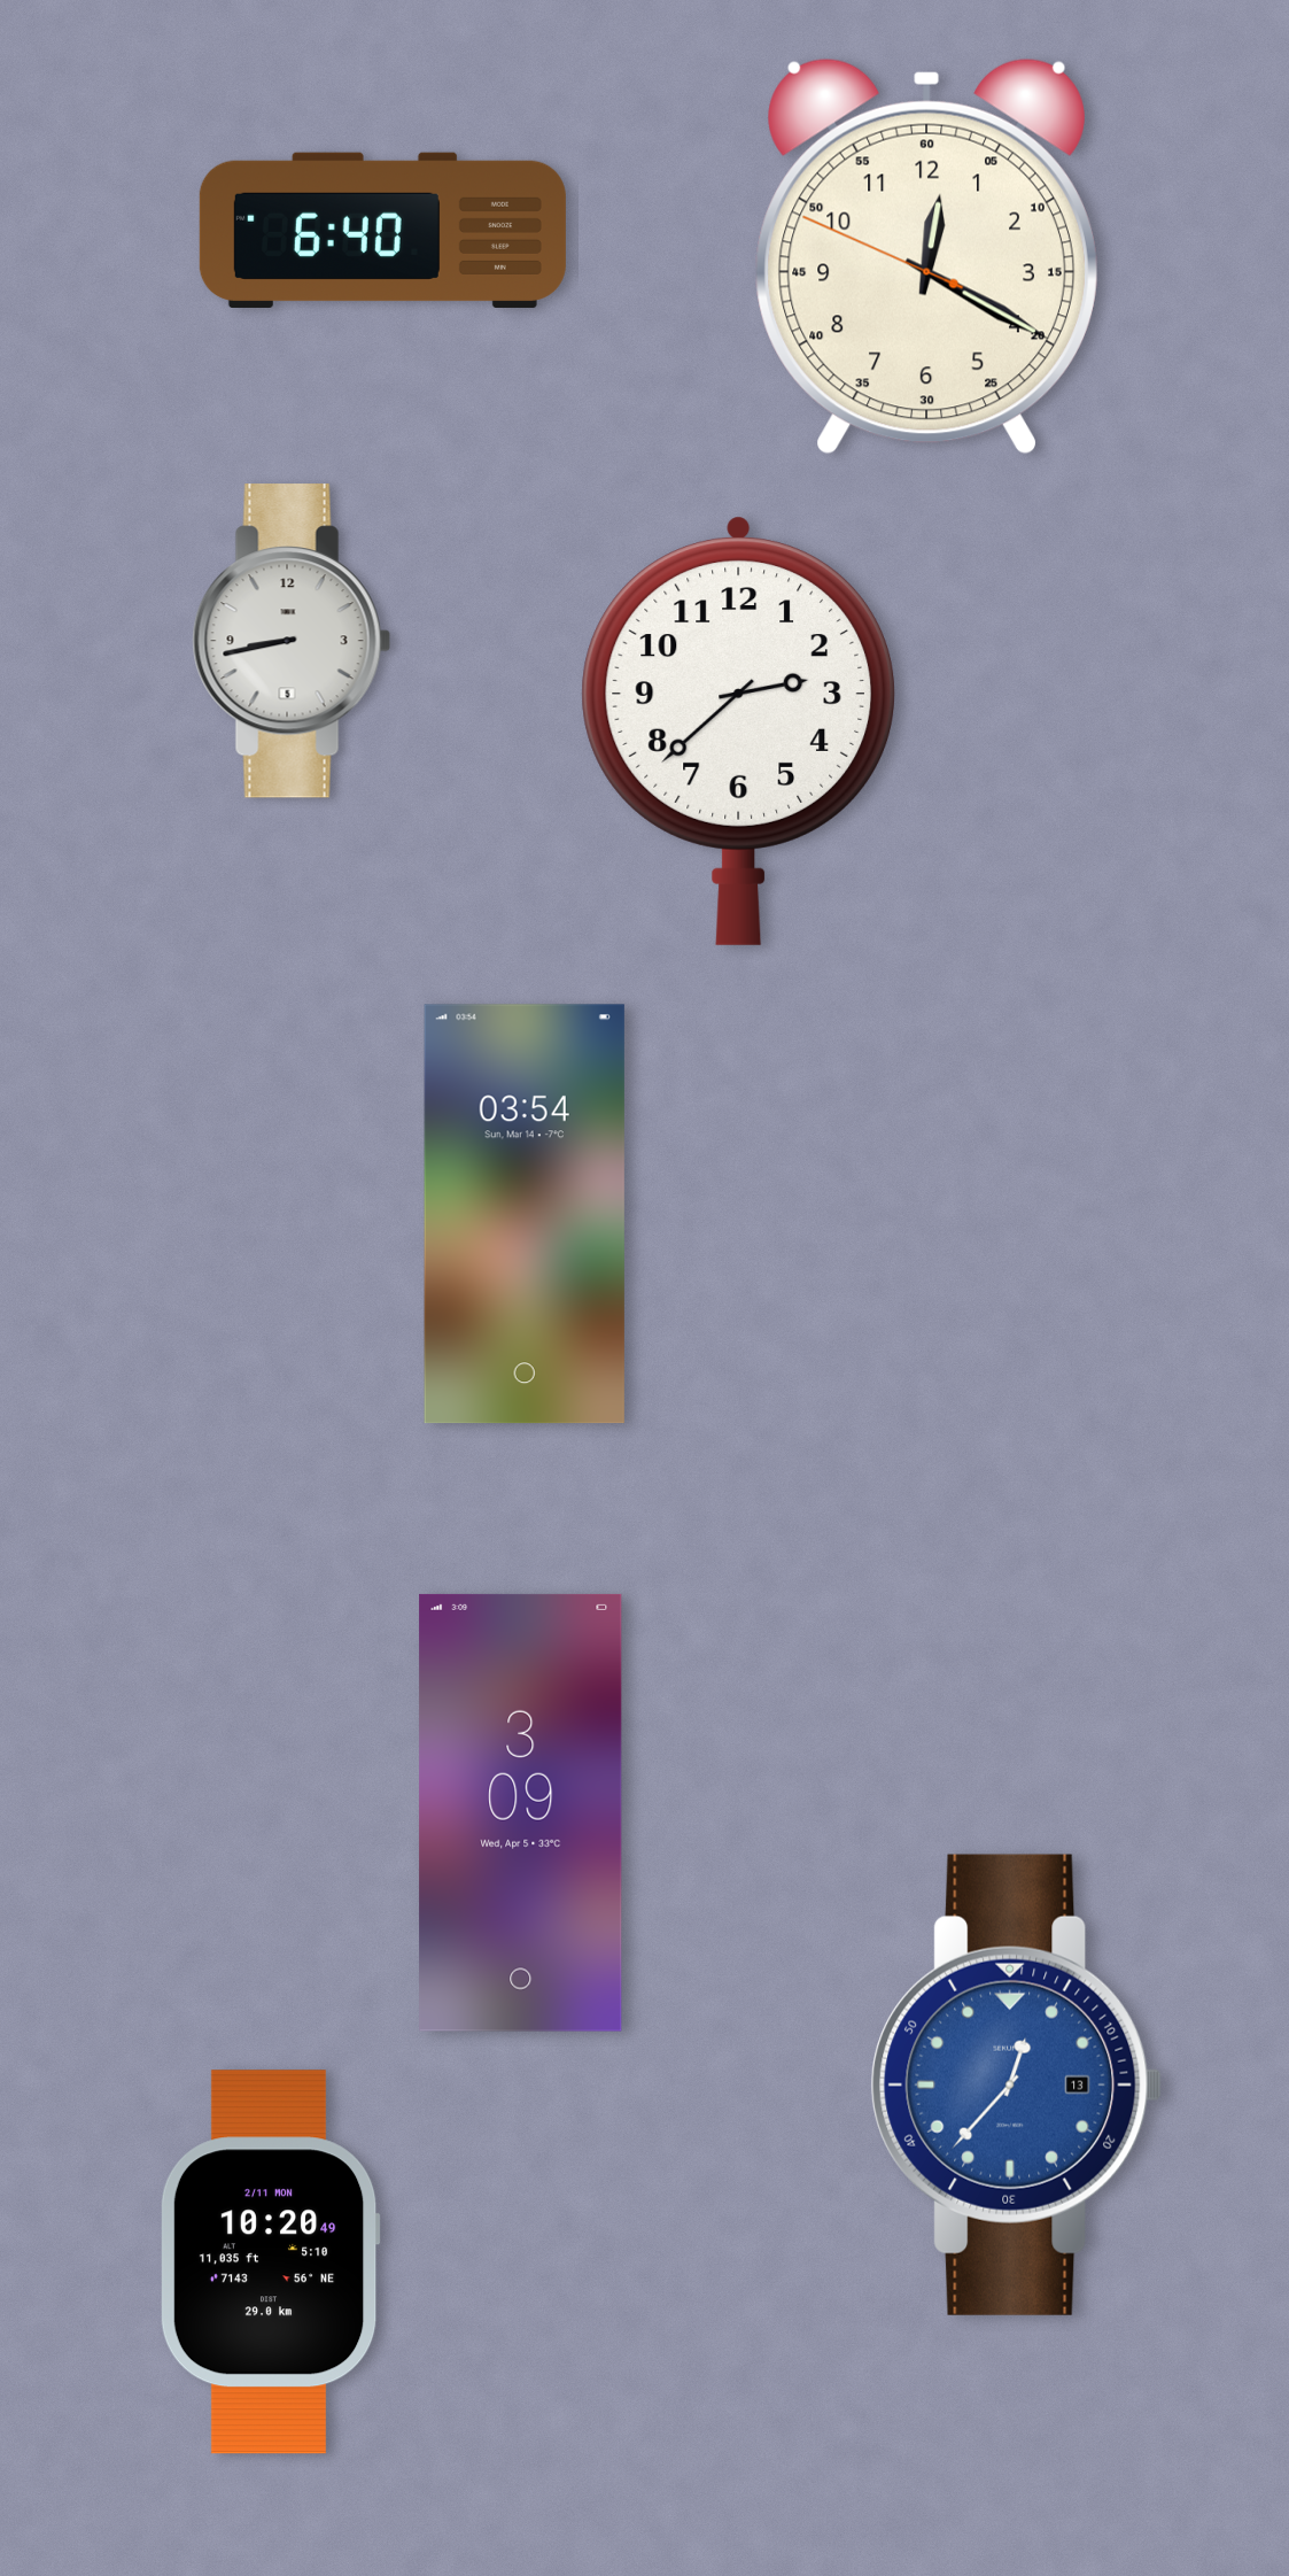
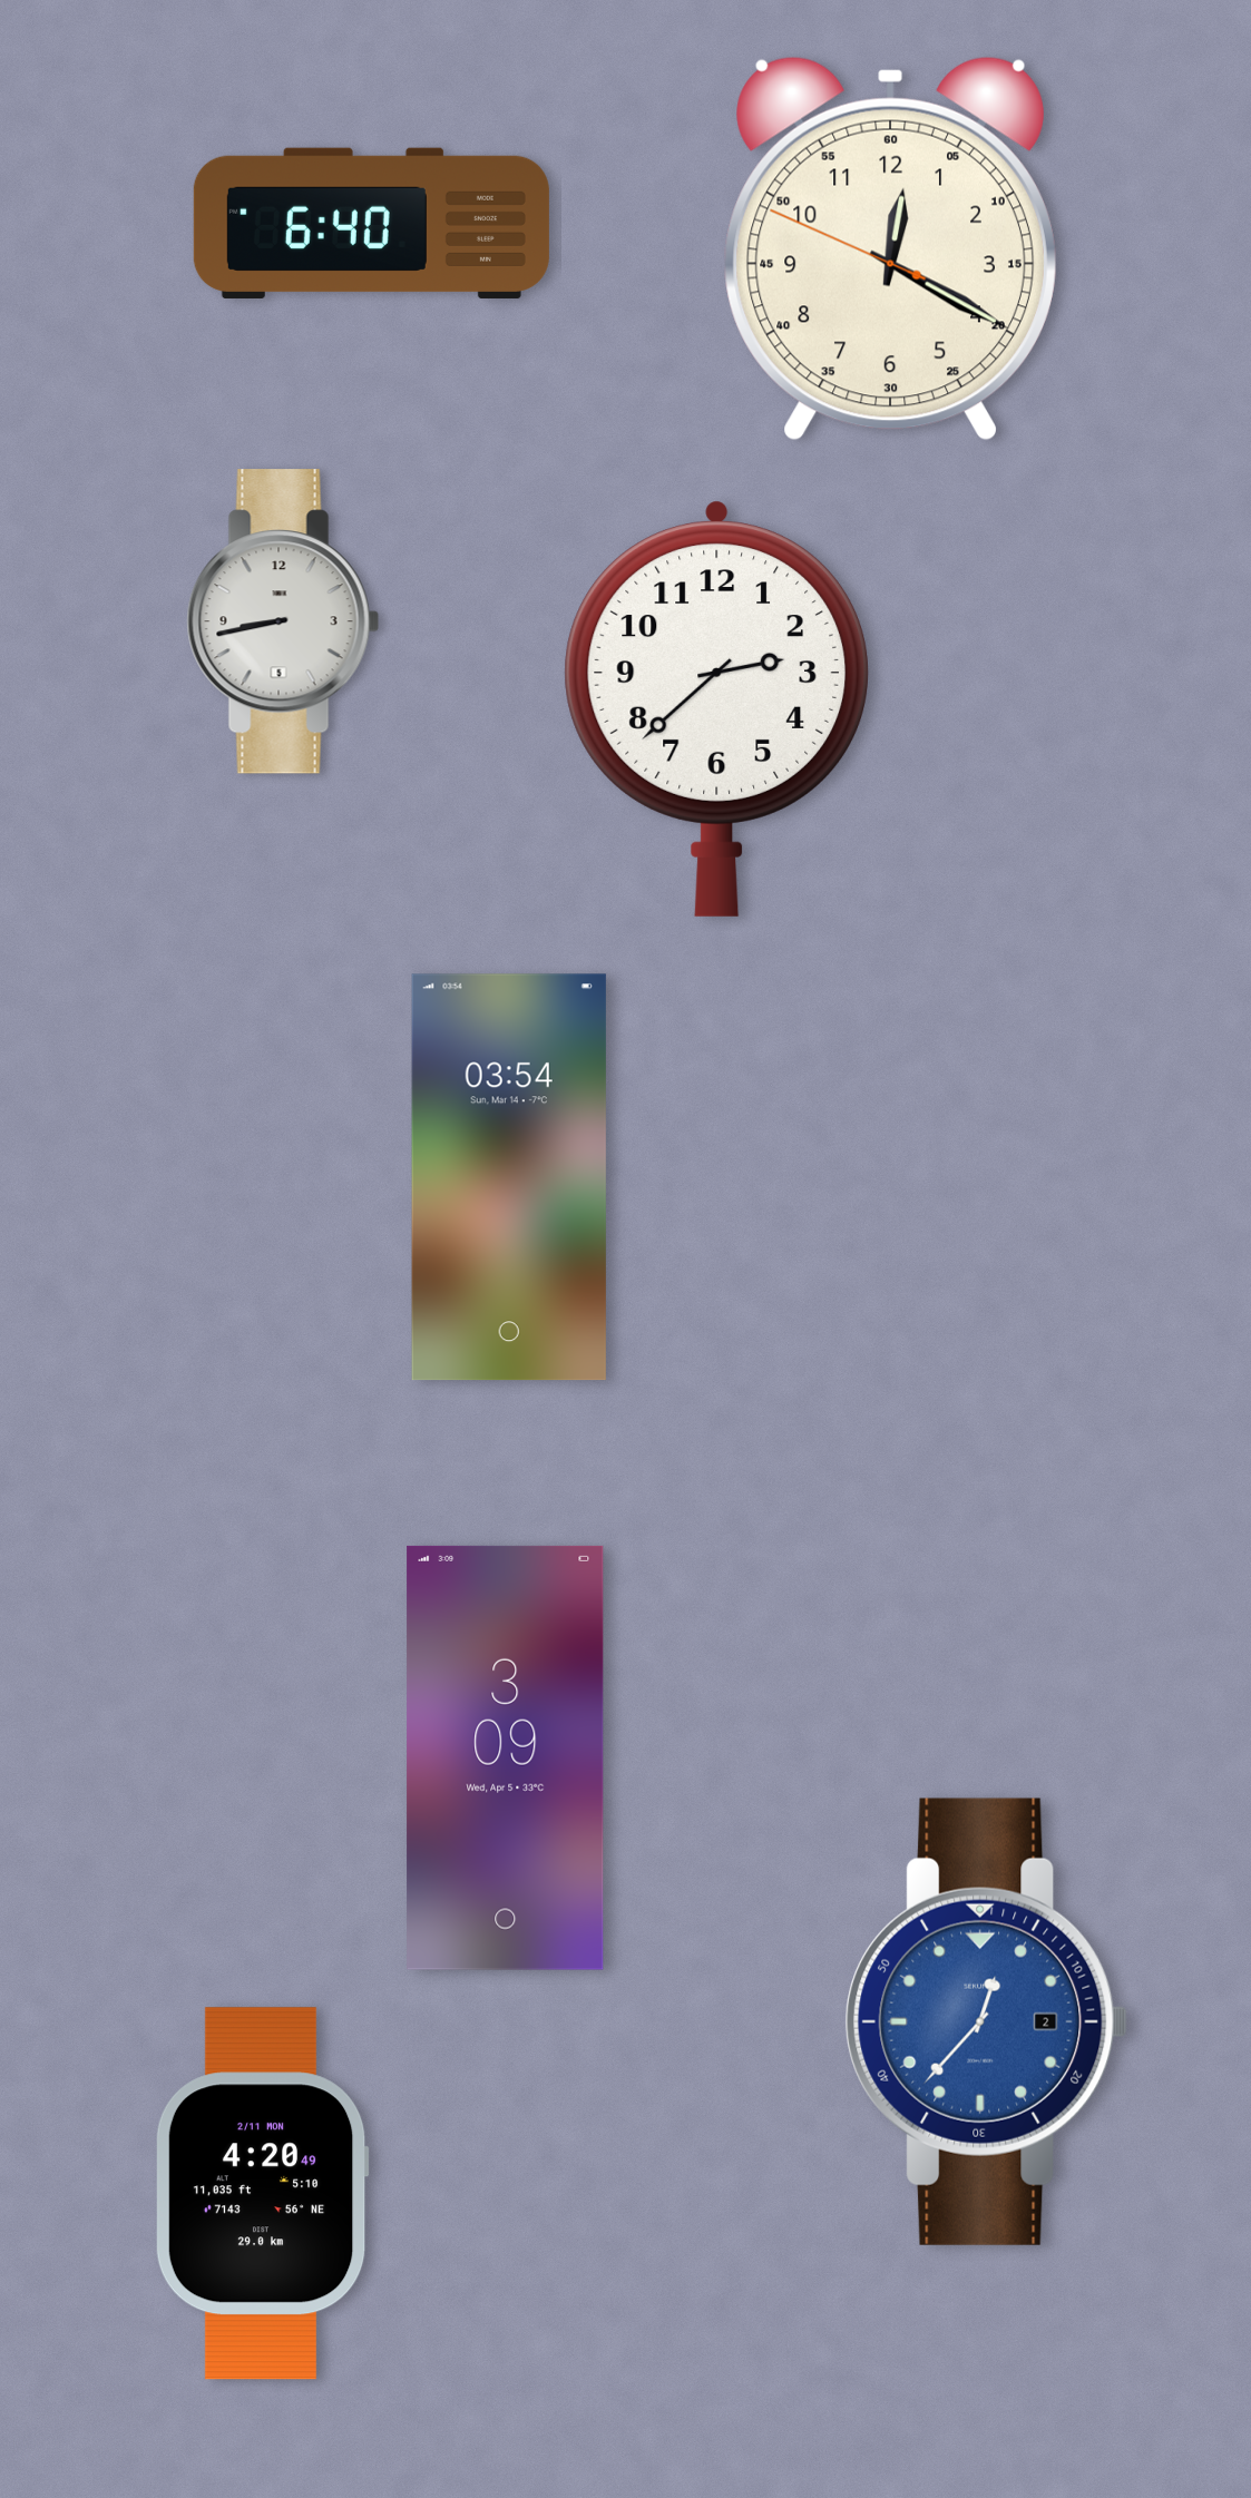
clock at (926, 256) position: (926, 256) -> (890, 248)
clock at (1017, 2084) date: 13 -> 2
clock at (270, 2262): 10:20 -> 4:20
